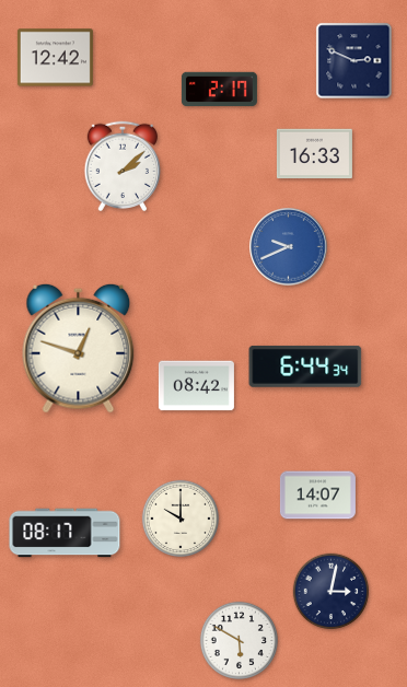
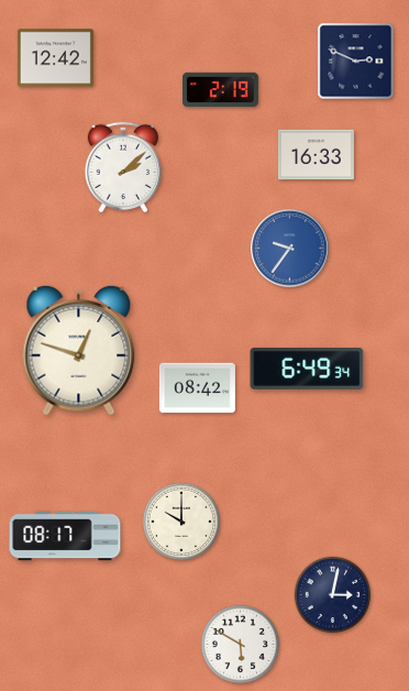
clock at (219, 90): 2:17 -> 2:19
clock at (289, 247): 9:41 -> 9:36
clock at (305, 366): 6:44 -> 6:49
clock at (317, 496): 14:07 -> none
